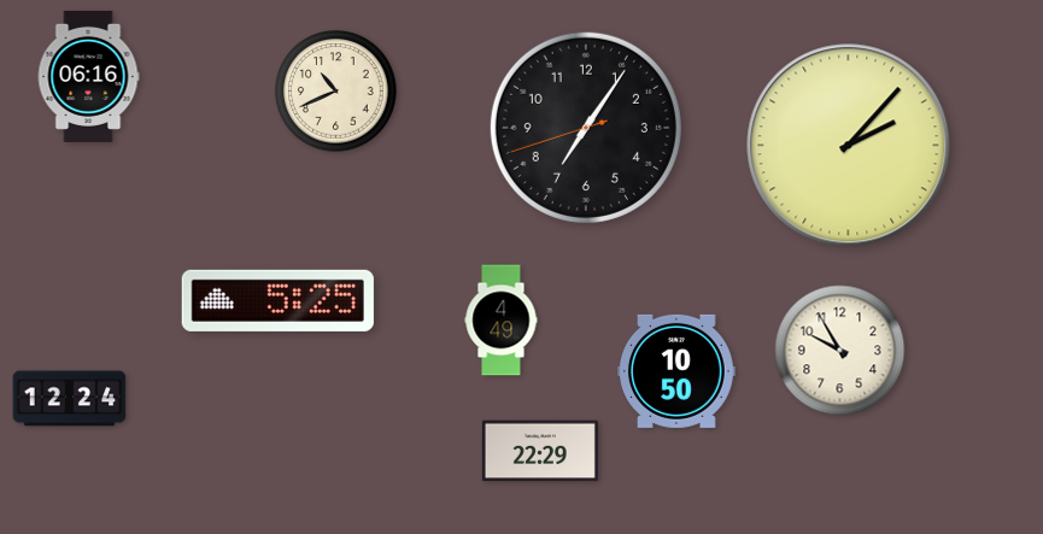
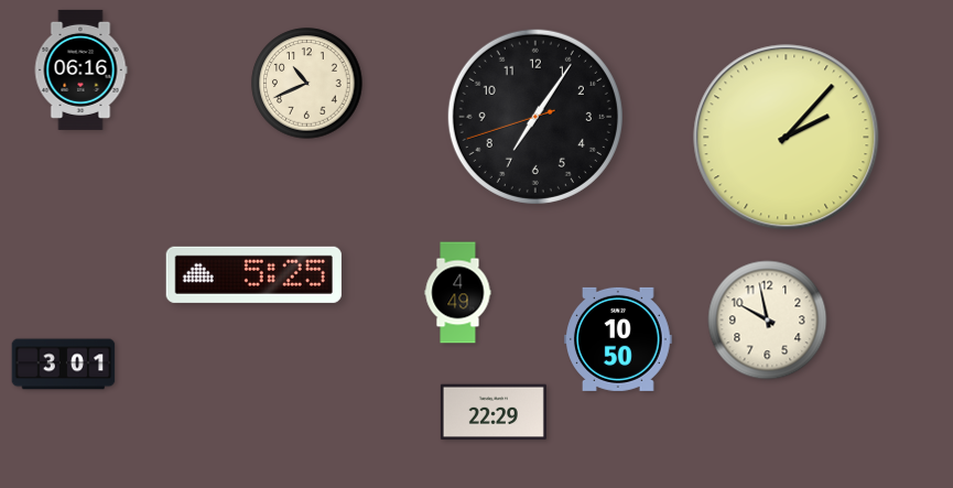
clock at (849, 146) position: (849, 146) -> (787, 138)
clock at (840, 351): 9:55 -> 9:58
clock at (70, 399): 12:24 -> 3:01
